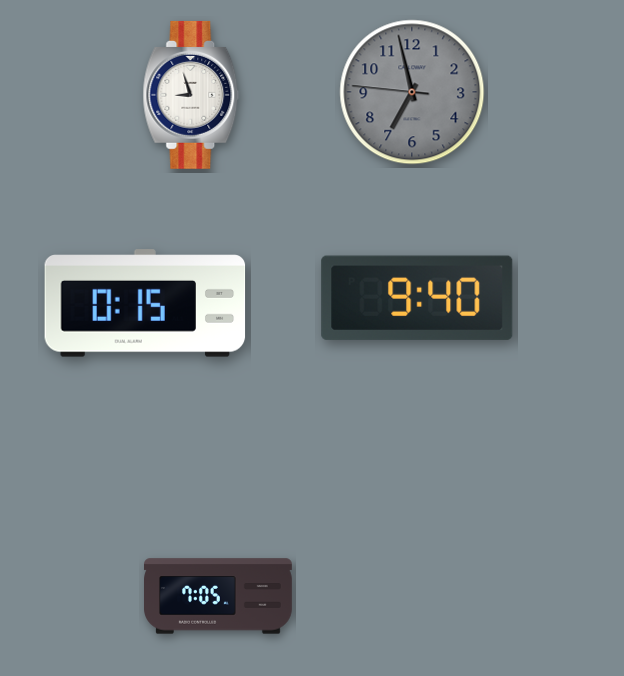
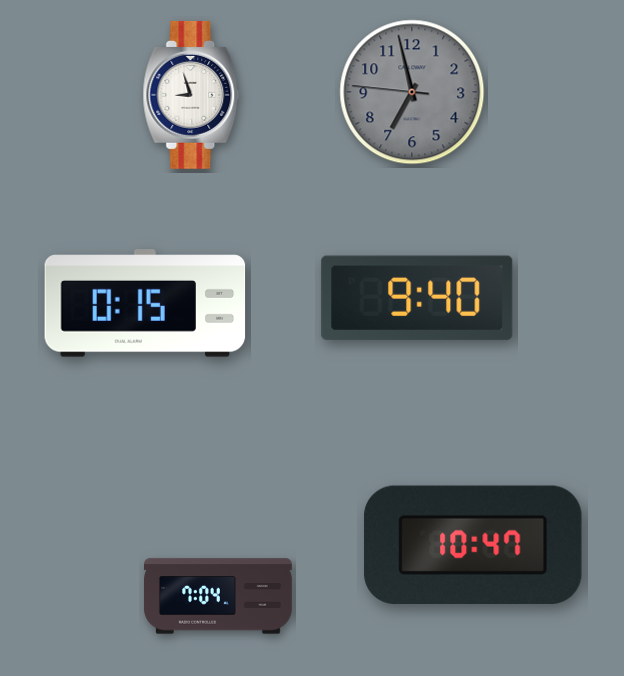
clock at (473, 545): none -> 10:47
clock at (219, 596): 7:05 -> 7:04
